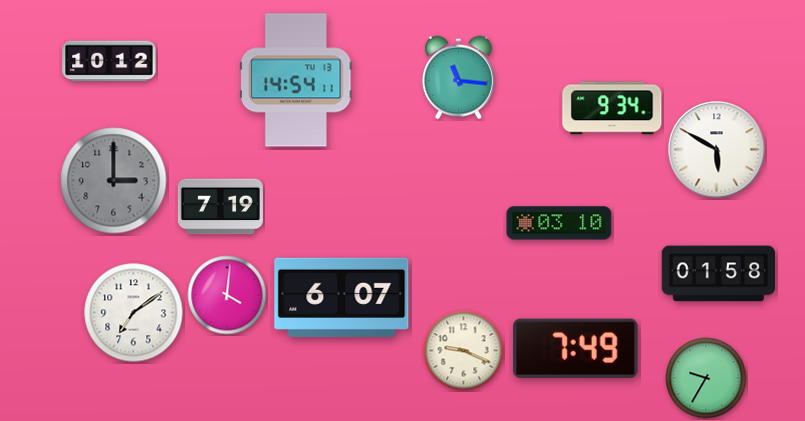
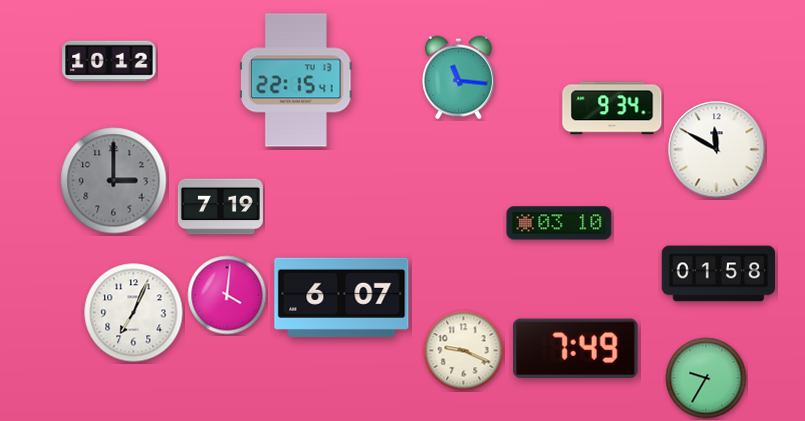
clock at (297, 80): 14:54 -> 22:15
clock at (717, 150): 5:50 -> 11:50
clock at (134, 313): 7:09 -> 7:04
